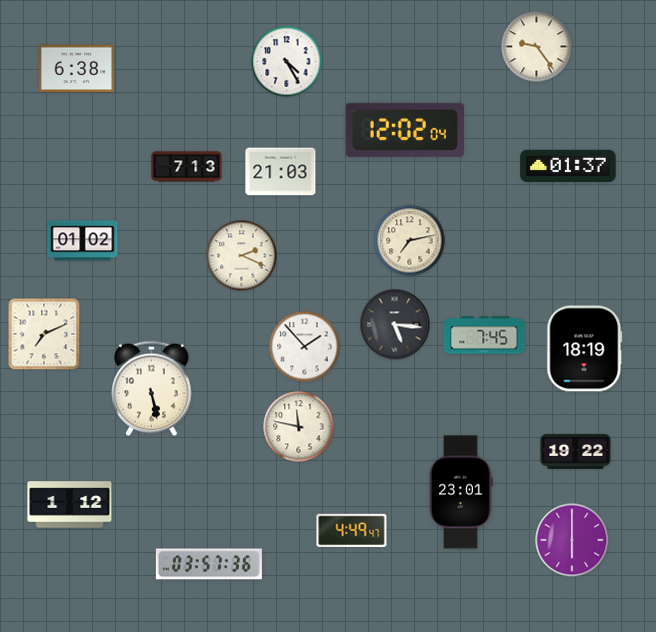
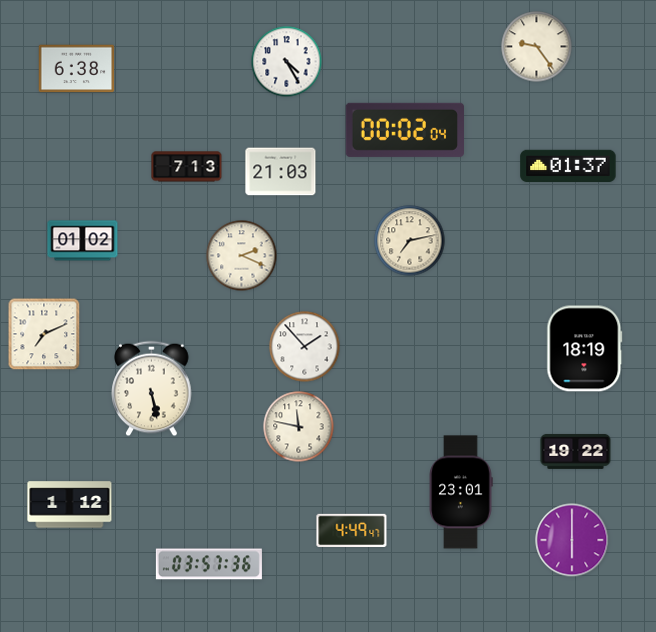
clock at (404, 130): 12:02 -> 00:02
clock at (395, 325): 5:16 -> none
clock at (484, 335): 7:45 -> none
